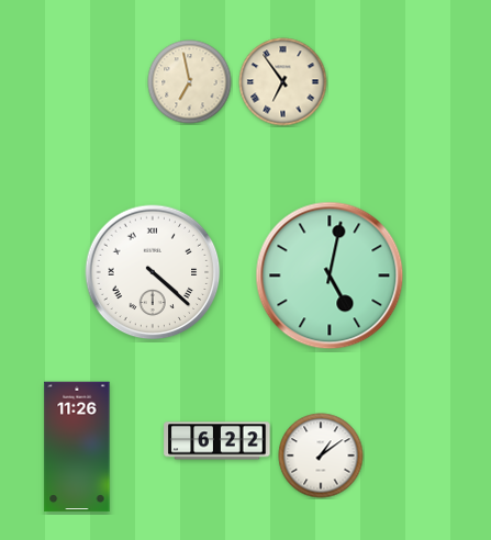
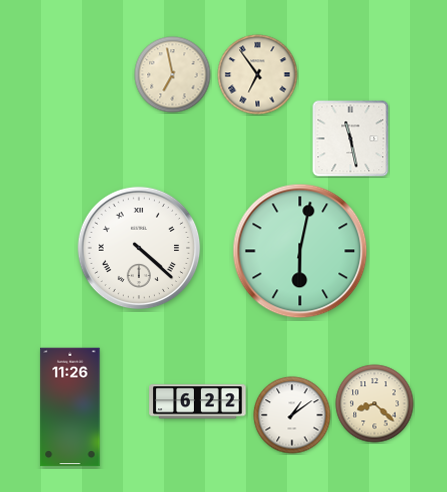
clock at (351, 139): none -> 11:28
clock at (330, 275): 5:02 -> 6:02
clock at (375, 404): none -> 8:22
